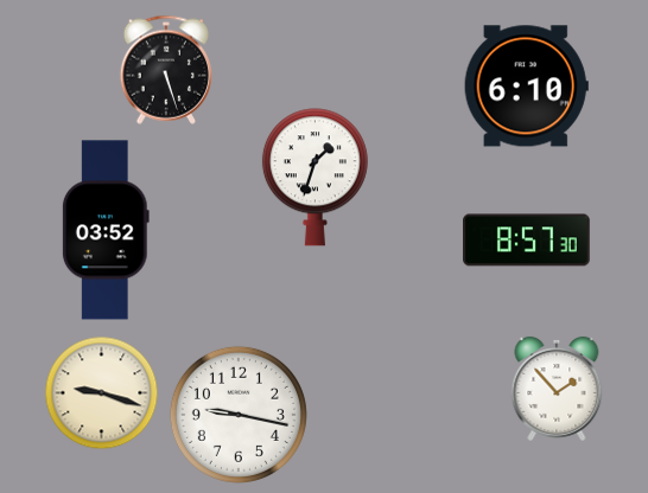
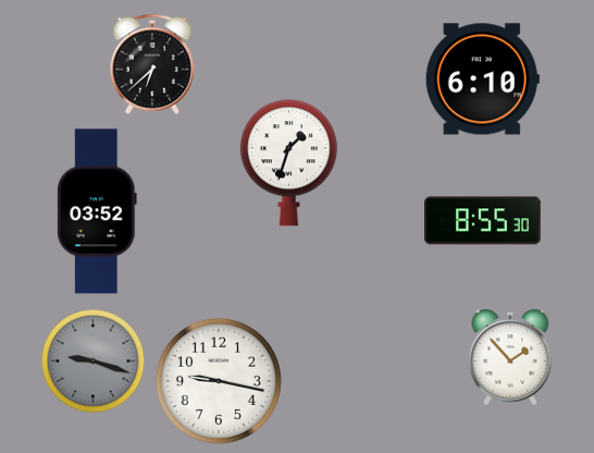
clock at (165, 70): 5:27 -> 6:38
clock at (527, 241): 8:57 -> 8:55
clock at (102, 393) dial: cream -> grey
